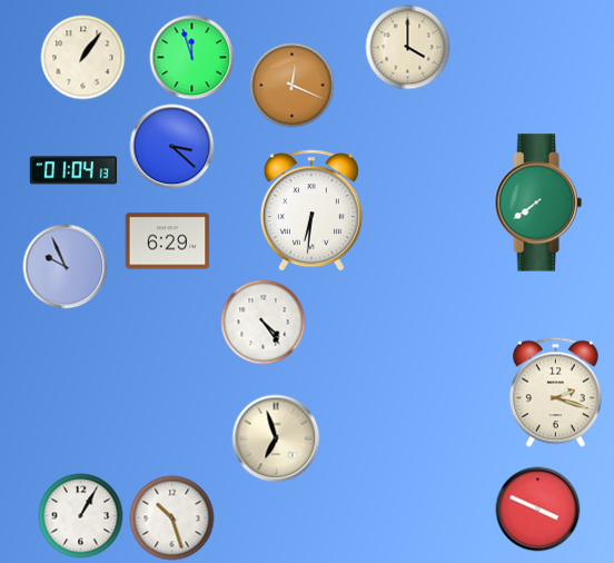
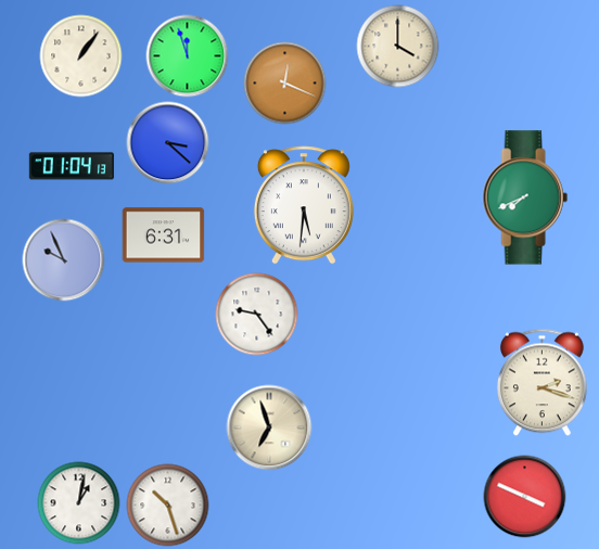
clock at (538, 203): 7:39 -> 7:41
clock at (311, 210): 6:31 -> 5:31
clock at (168, 241): 6:29 -> 6:31
clock at (264, 323): 4:24 -> 9:24
clock at (81, 516): 1:05 -> 1:02
